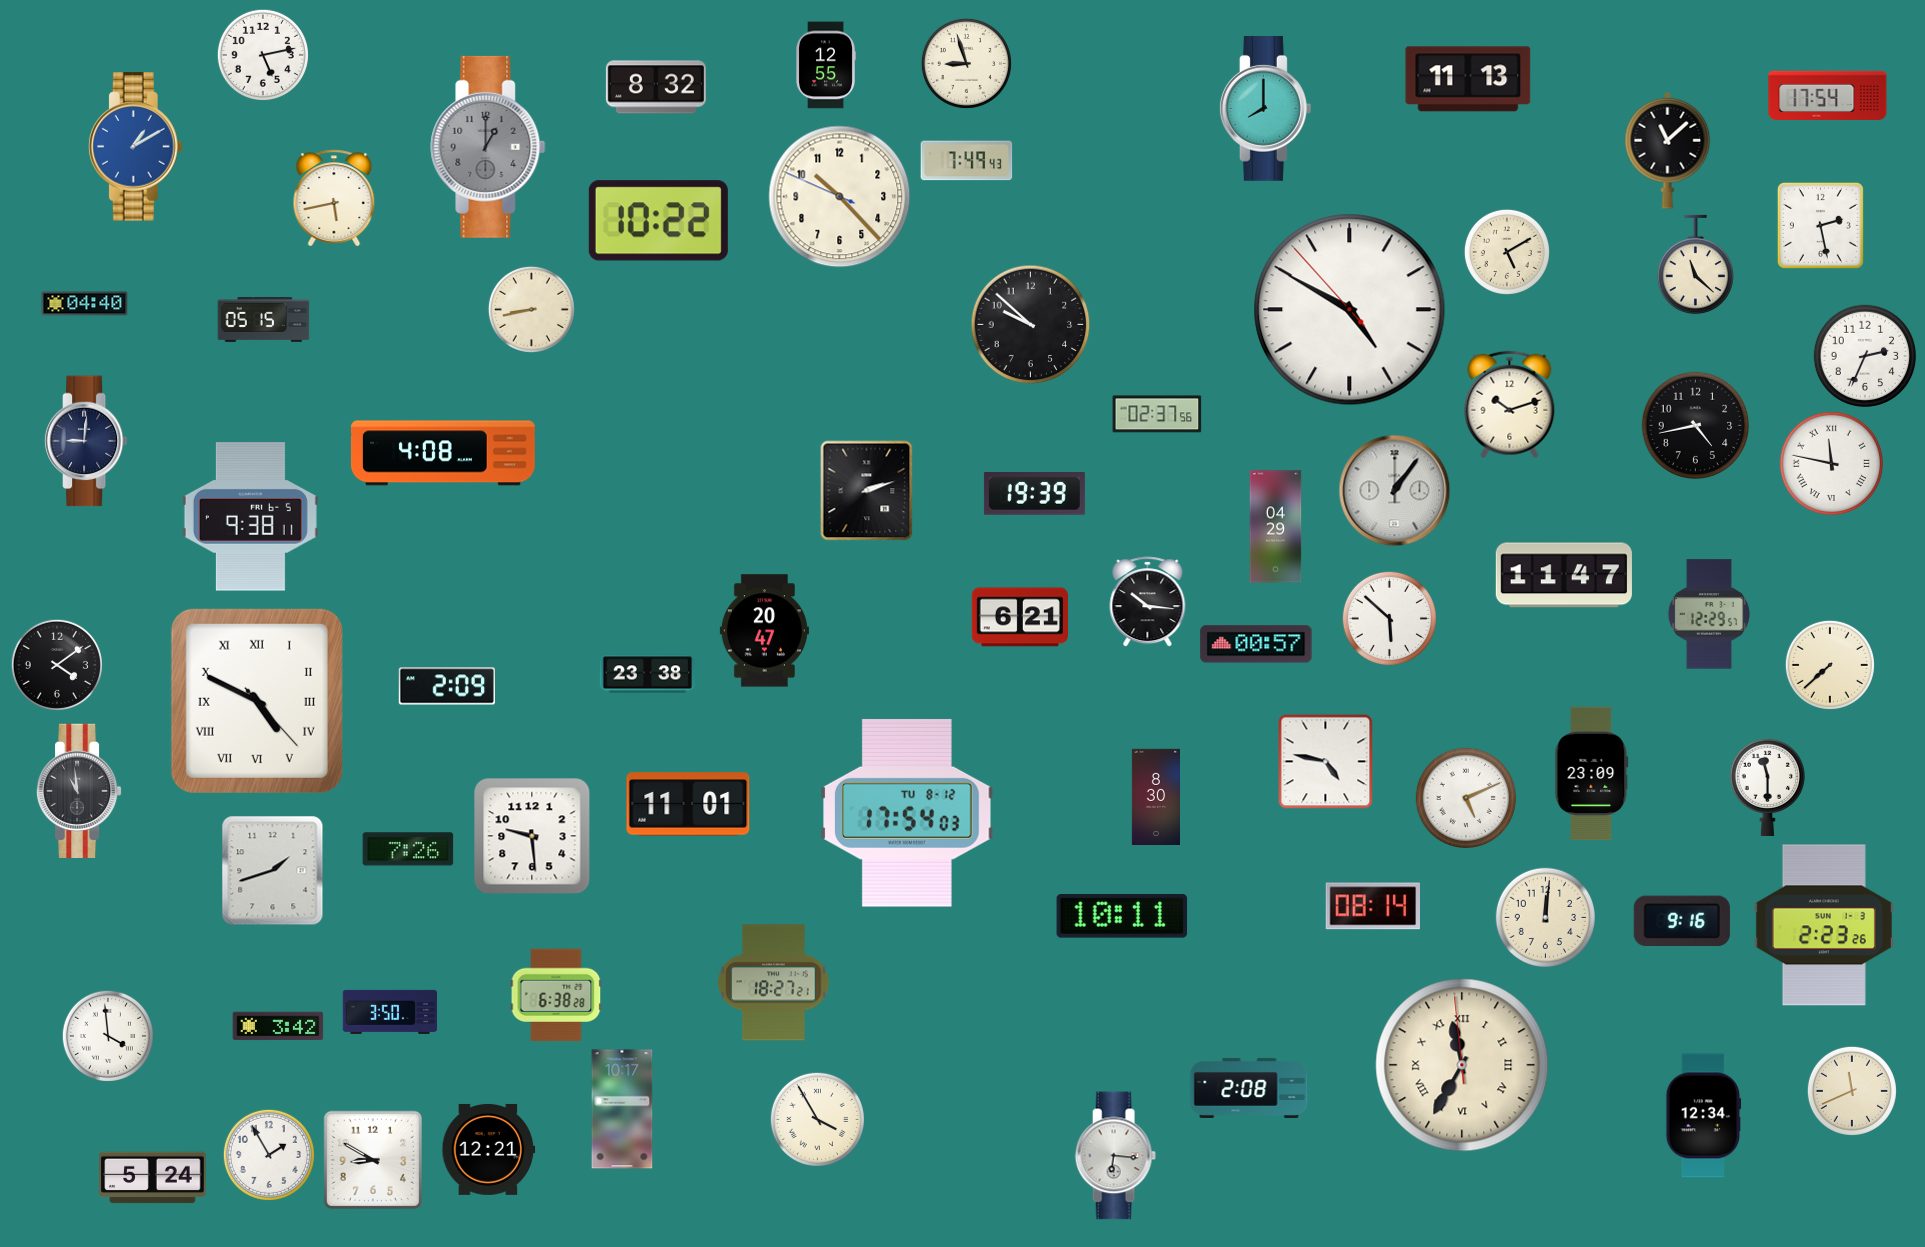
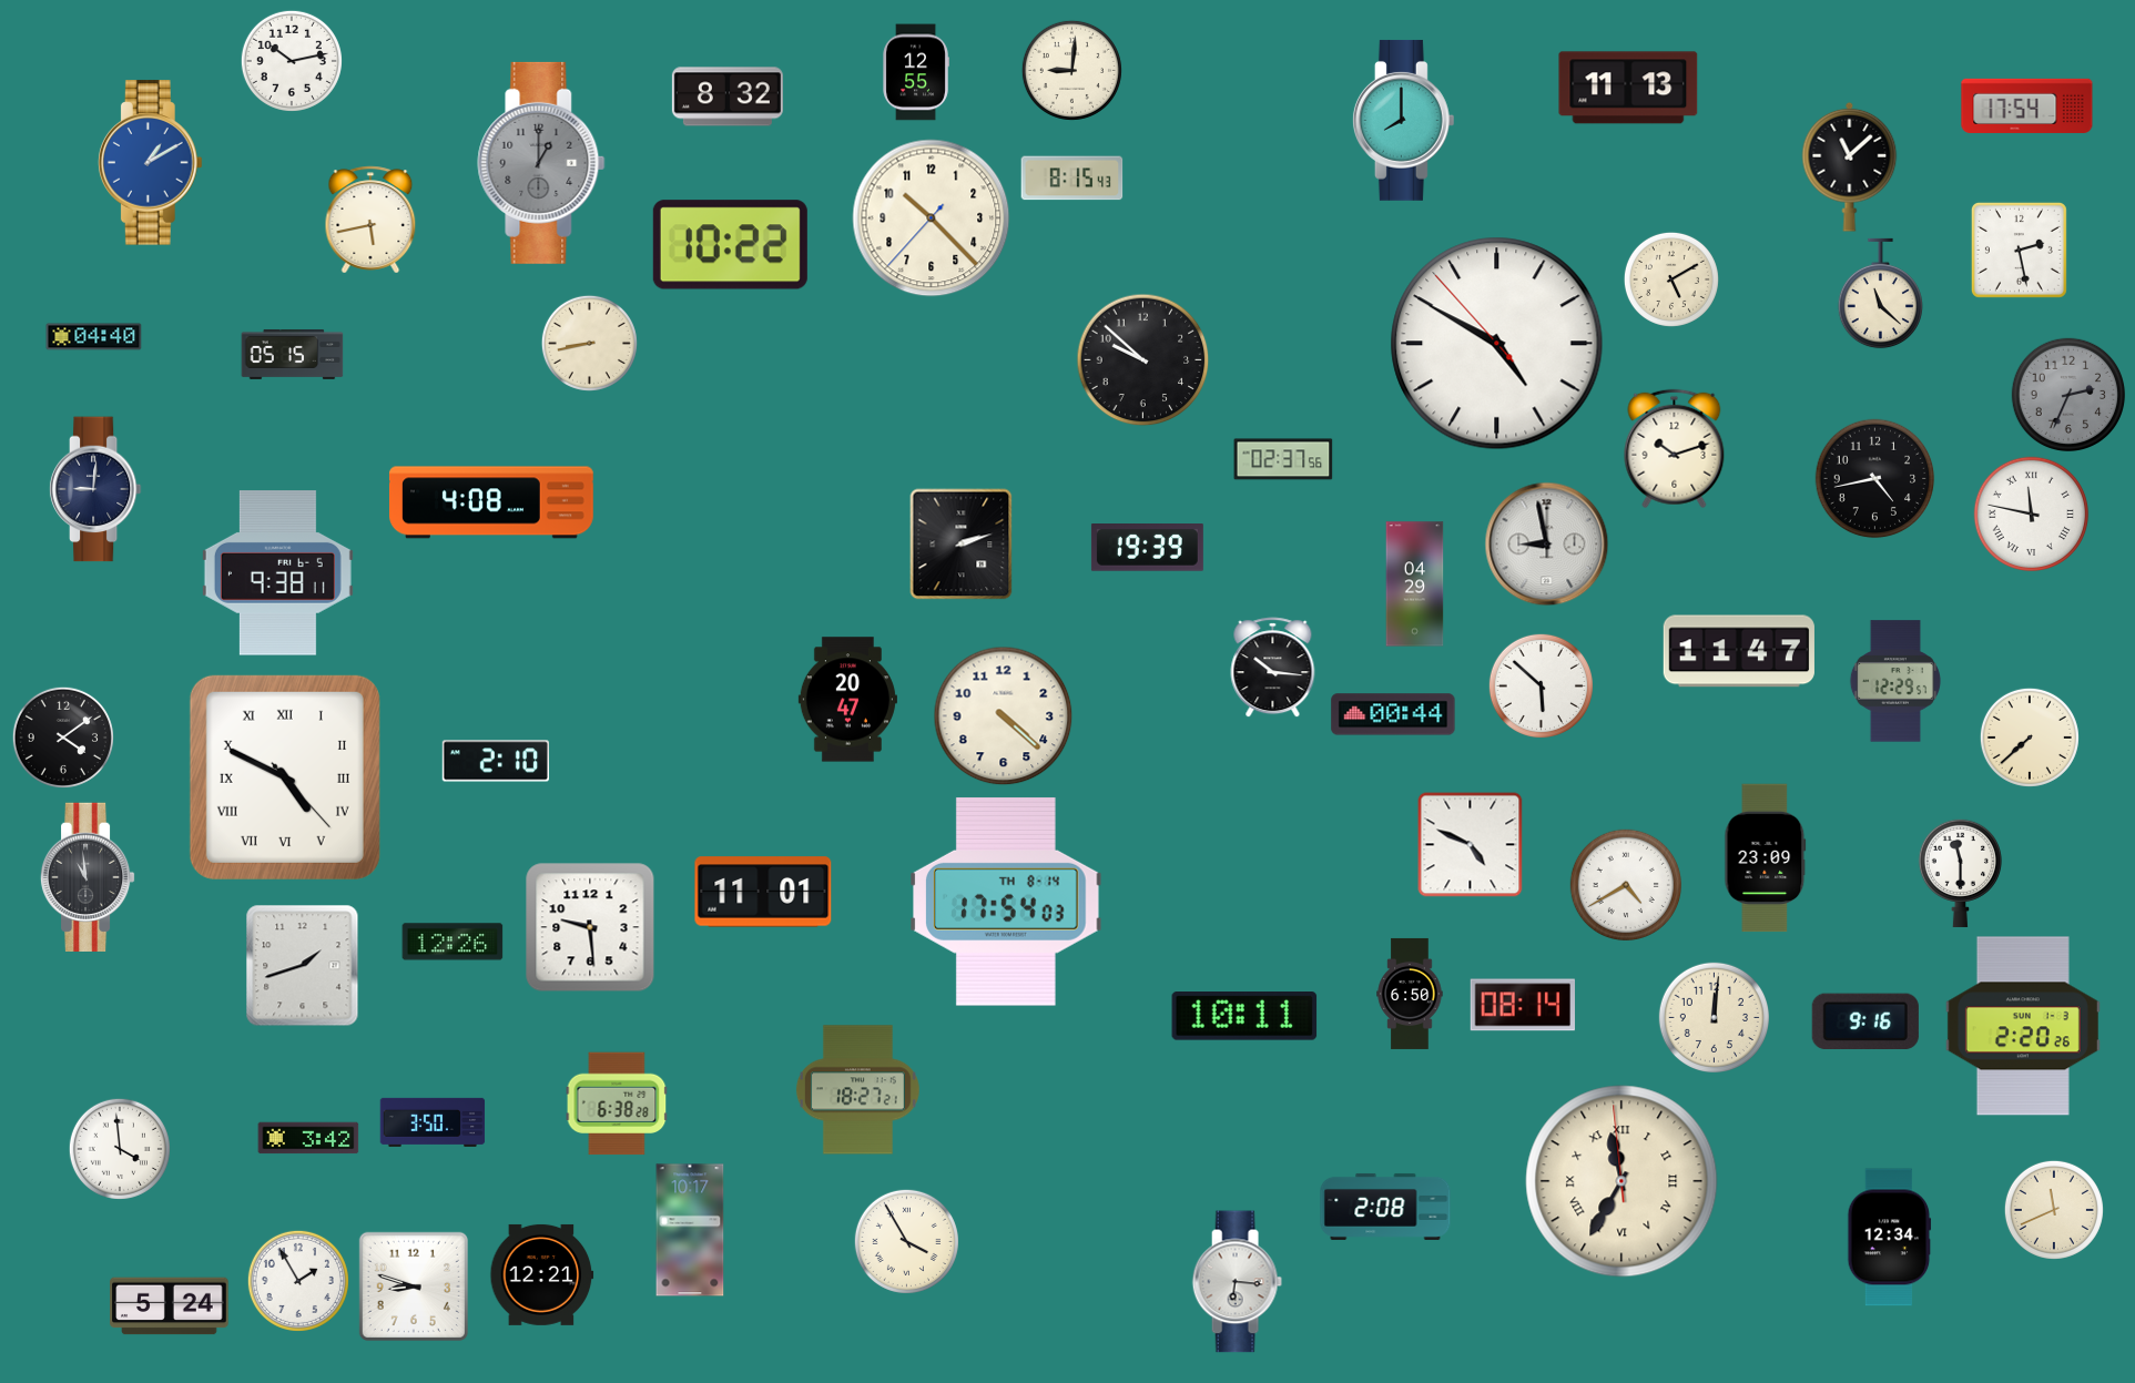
clock at (263, 55): 5:13 -> 10:13
clock at (966, 63): 8:57 -> 9:01
clock at (967, 161): 7:49 -> 8:15
clock at (840, 197): 10:22:49 -> 10:22:37
clock at (1864, 355) dial: white -> grey
clock at (1696, 426) position: (1696, 426) -> (1875, 479)
clock at (1395, 491): 1:06 -> 8:58
clock at (1564, 575) position: (1564, 575) -> (1739, 651)
clock at (1019, 617): 6:21 -> none
clock at (1256, 644): 00:57 -> 00:44
clock at (1004, 716): none -> 4:22
clock at (647, 674): 23:38 -> none
clock at (447, 686): 2:09 -> 2:10
clock at (1326, 762): 4:47 -> 4:49
clock at (1155, 797): 8:30 -> none
clock at (1465, 797): 5:11 -> 4:40
clock at (908, 813) date: TU 8-12 -> TH 8-14
clock at (408, 849): 7:26 -> 12:26
clock at (1410, 994): none -> 6:50
clock at (1824, 925): 2:23 -> 2:20
clock at (373, 1160): 8:50 -> 8:48
